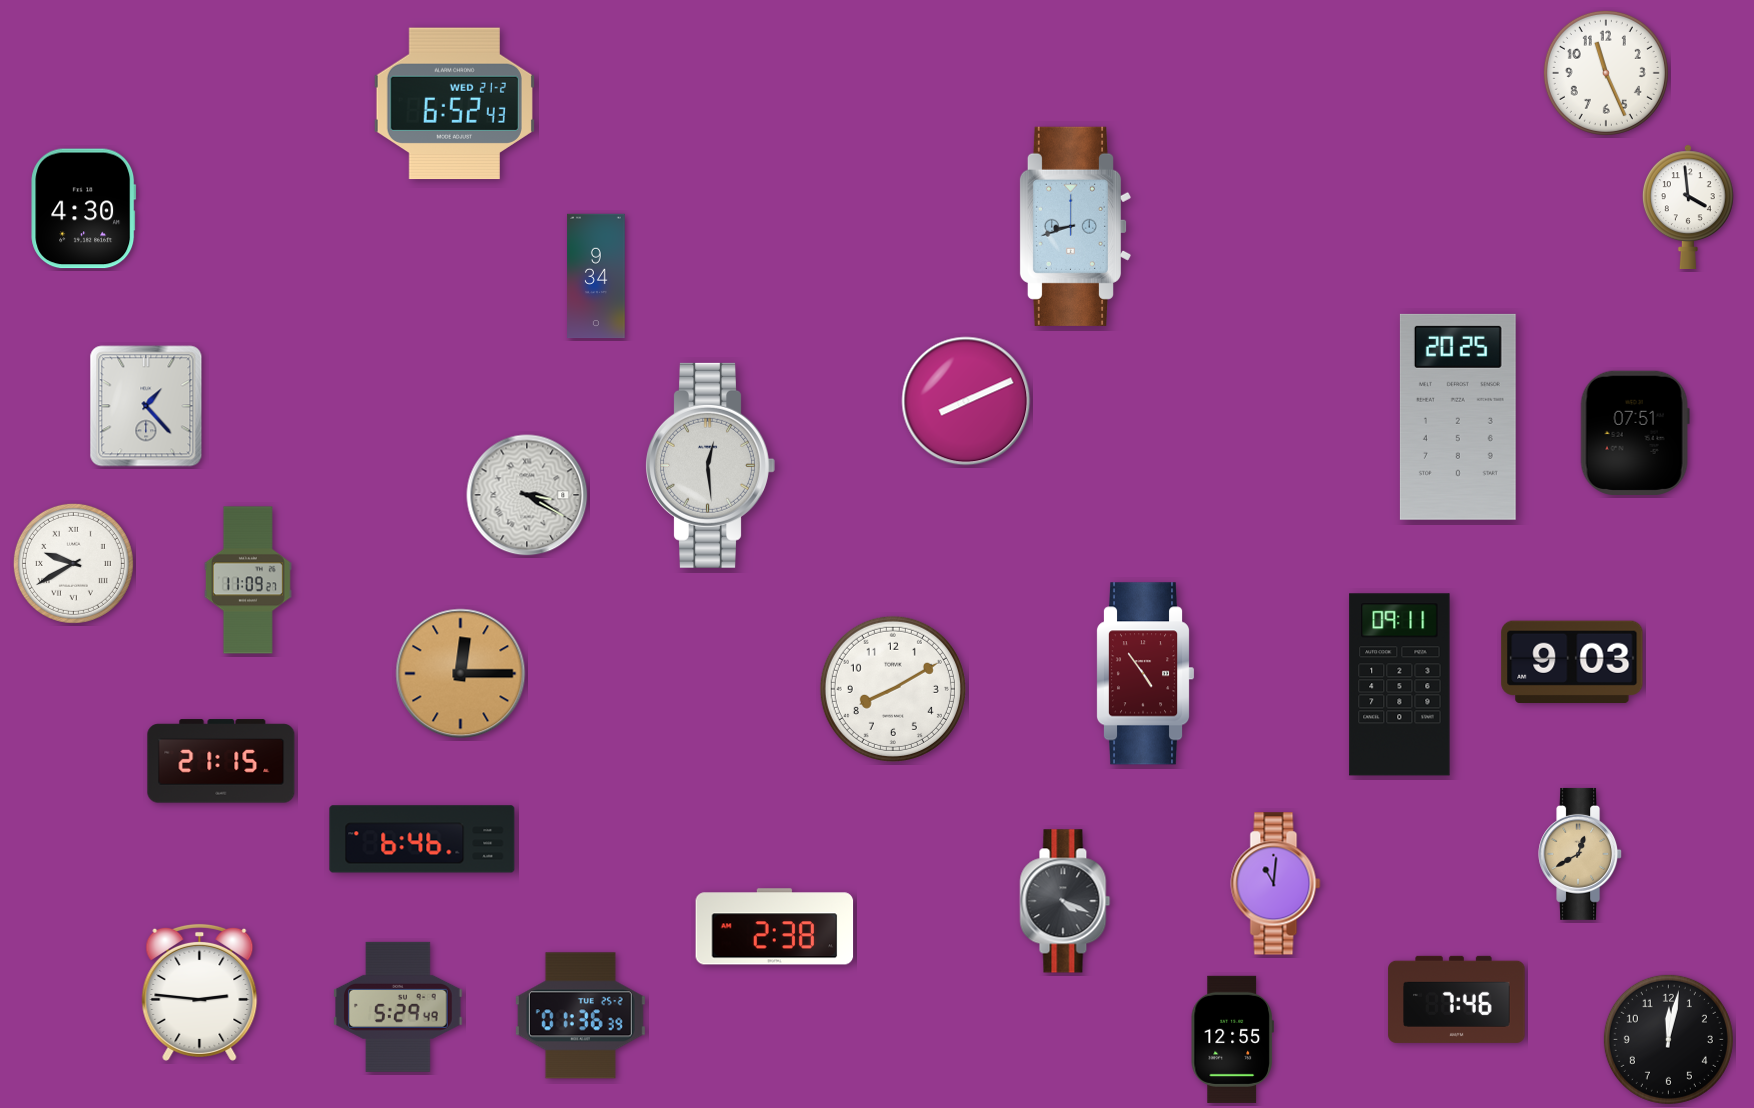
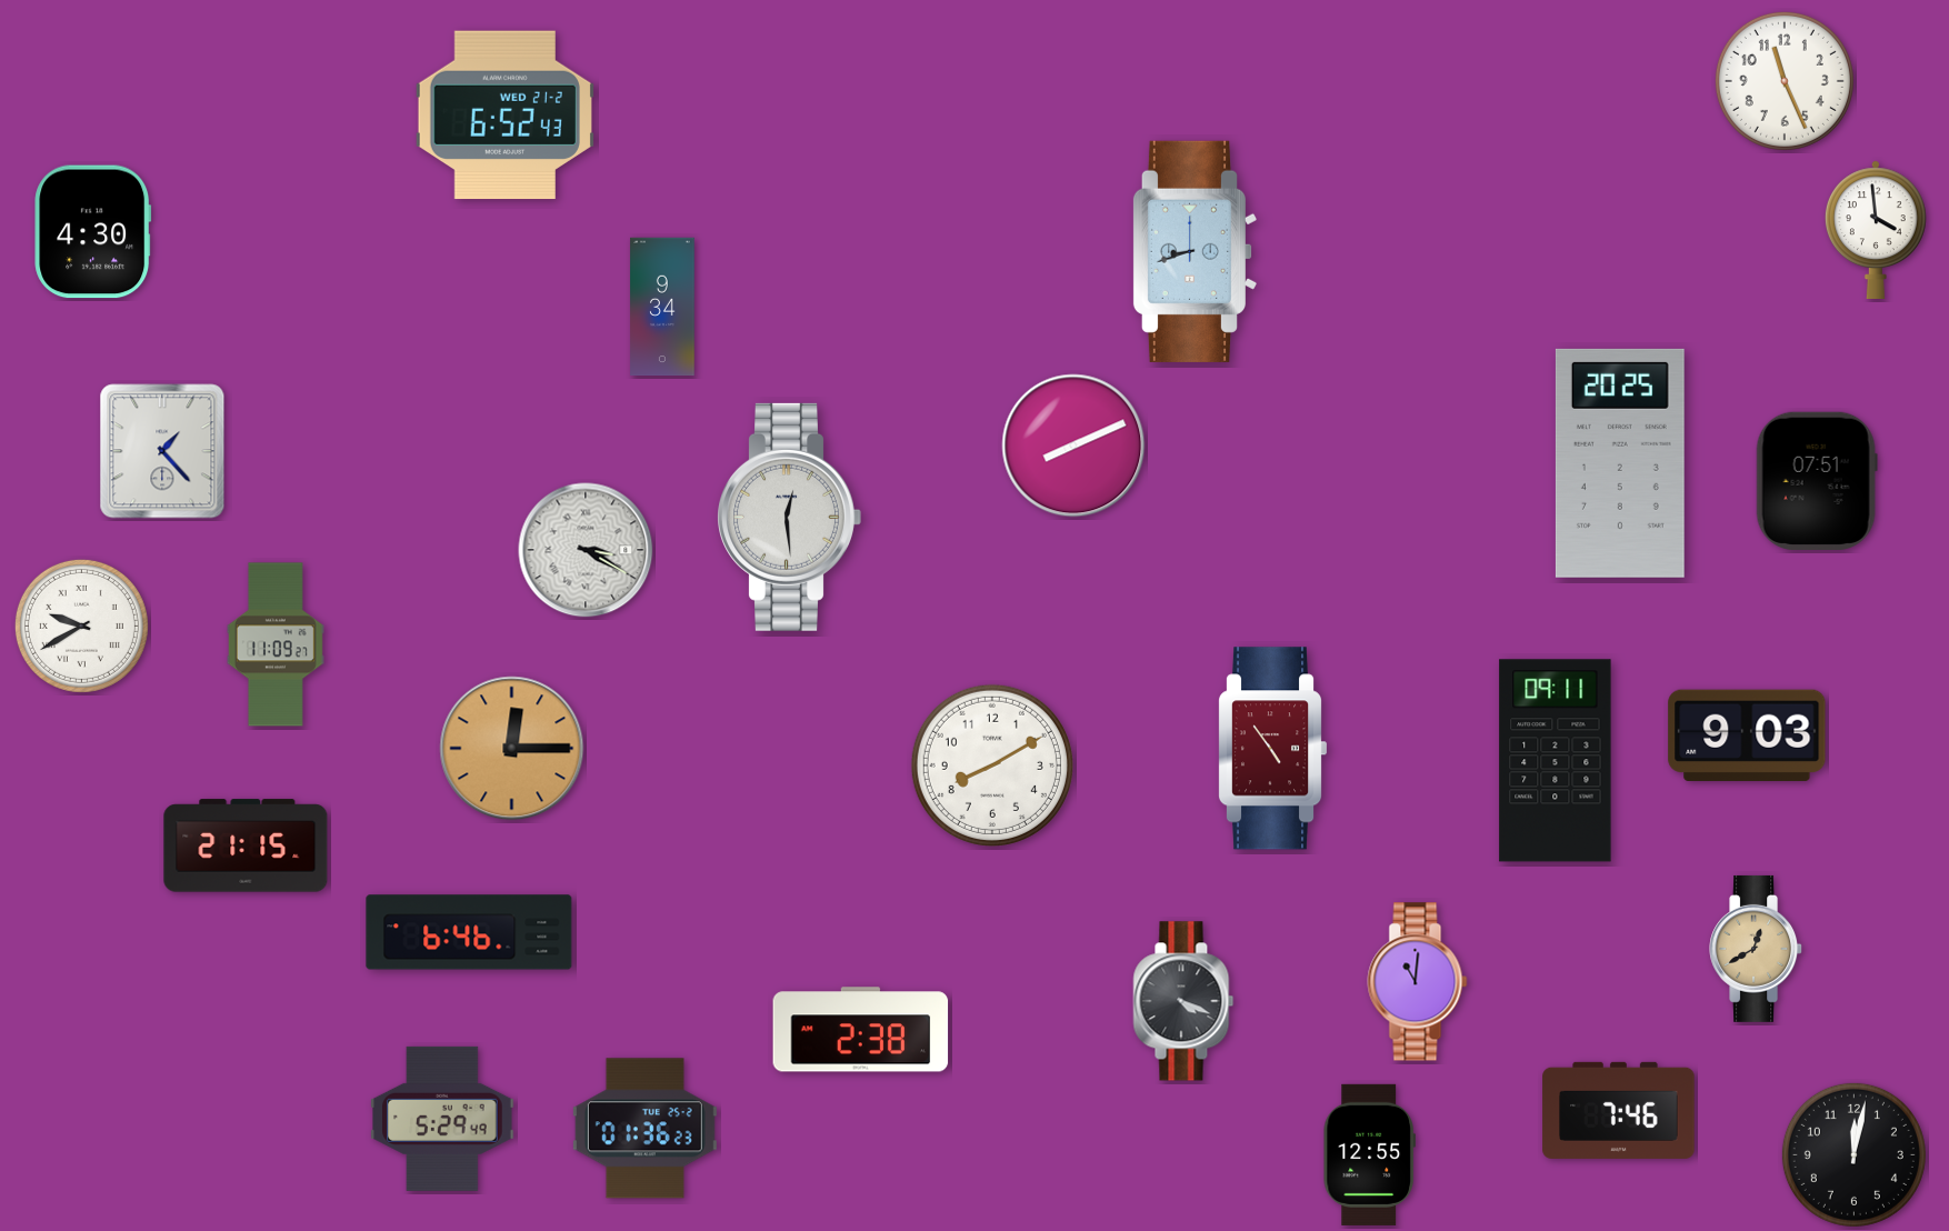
clock at (200, 992): 2:46 -> none
clock at (580, 1016): 01:36:39 -> 01:36:23
